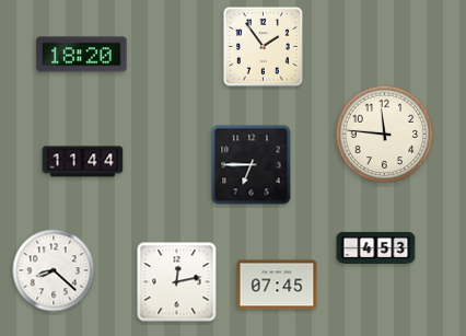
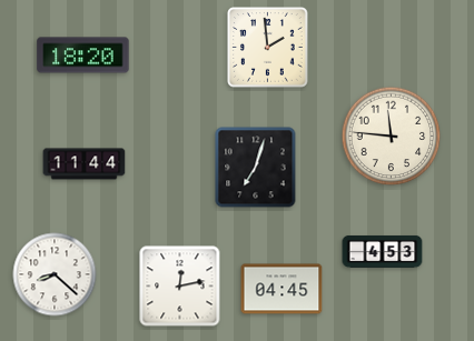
clock at (264, 47): 1:54 -> 1:59
clock at (252, 165): 6:45 -> 7:03
clock at (277, 285): 07:45 -> 04:45
